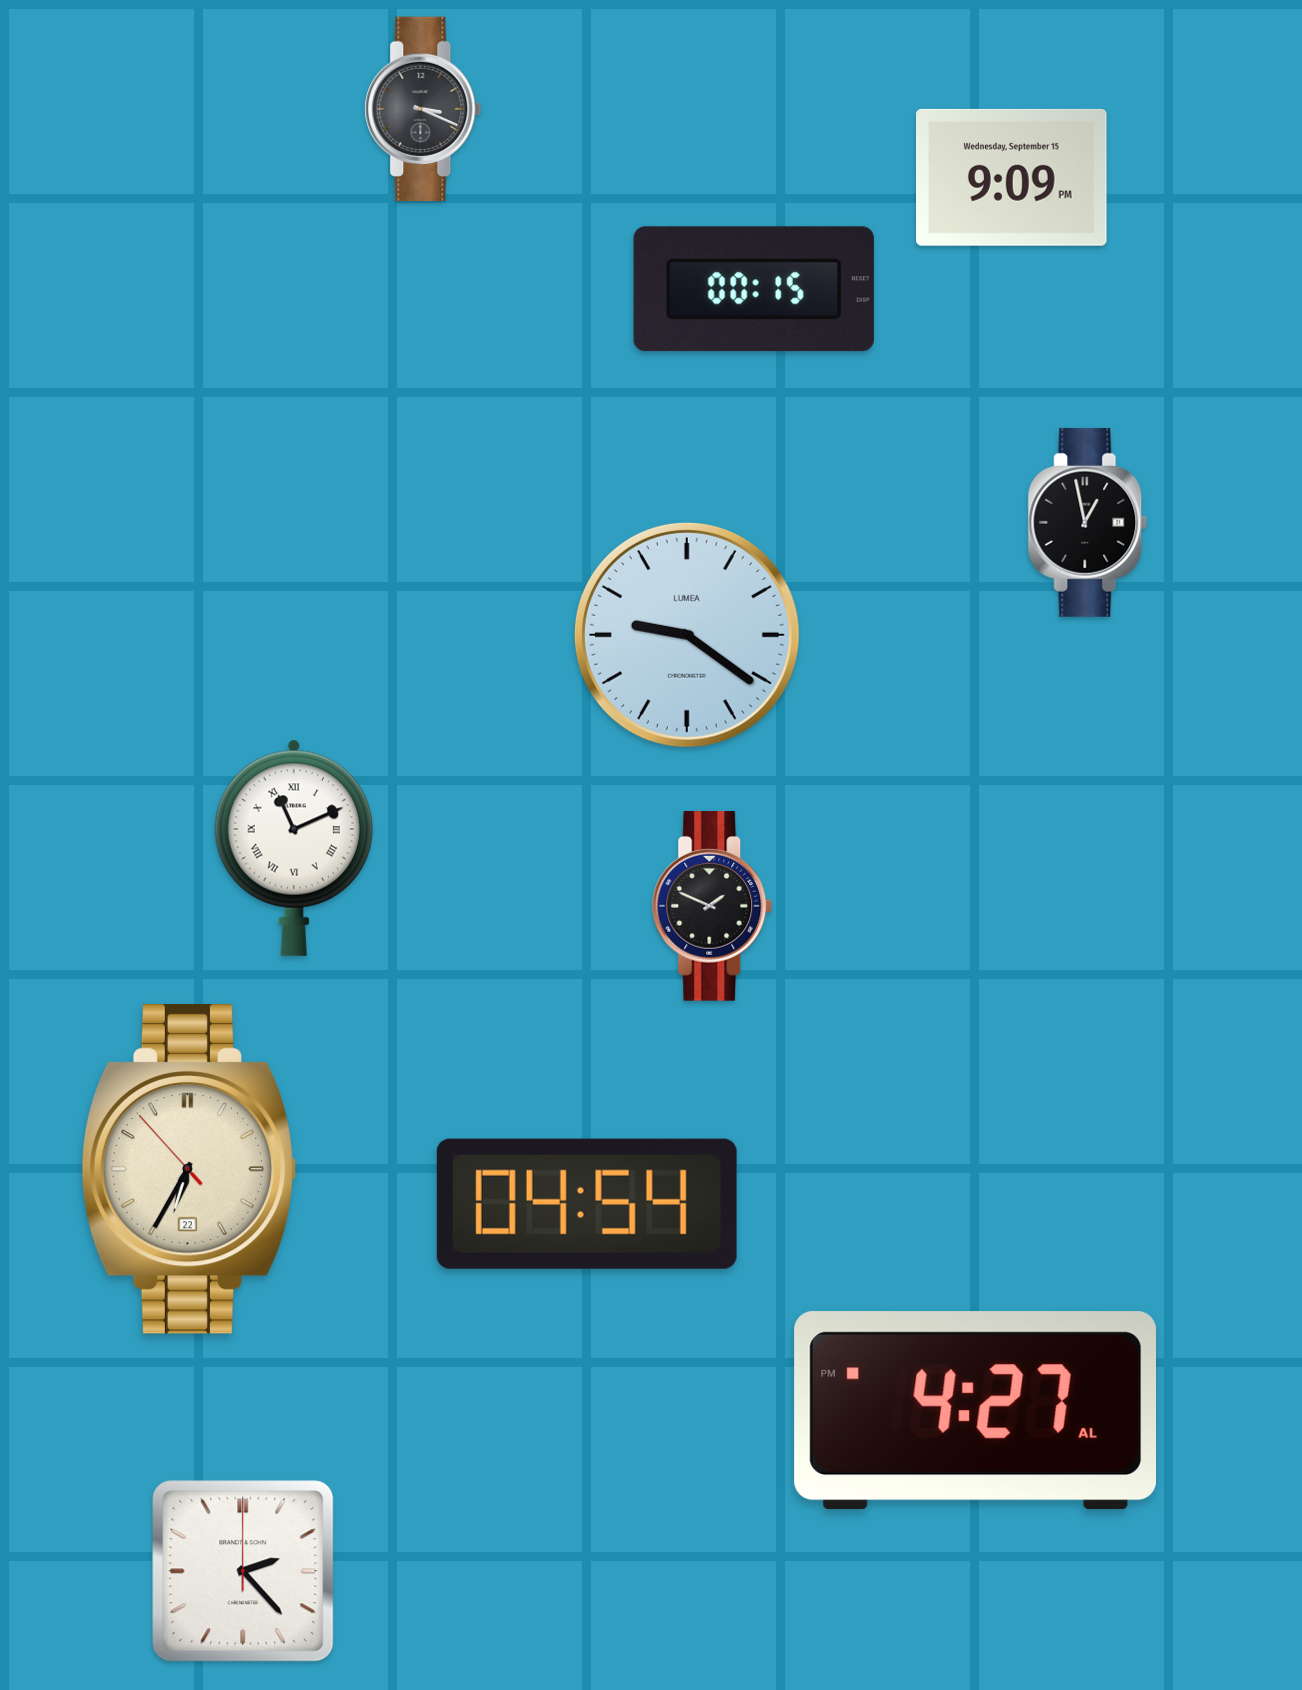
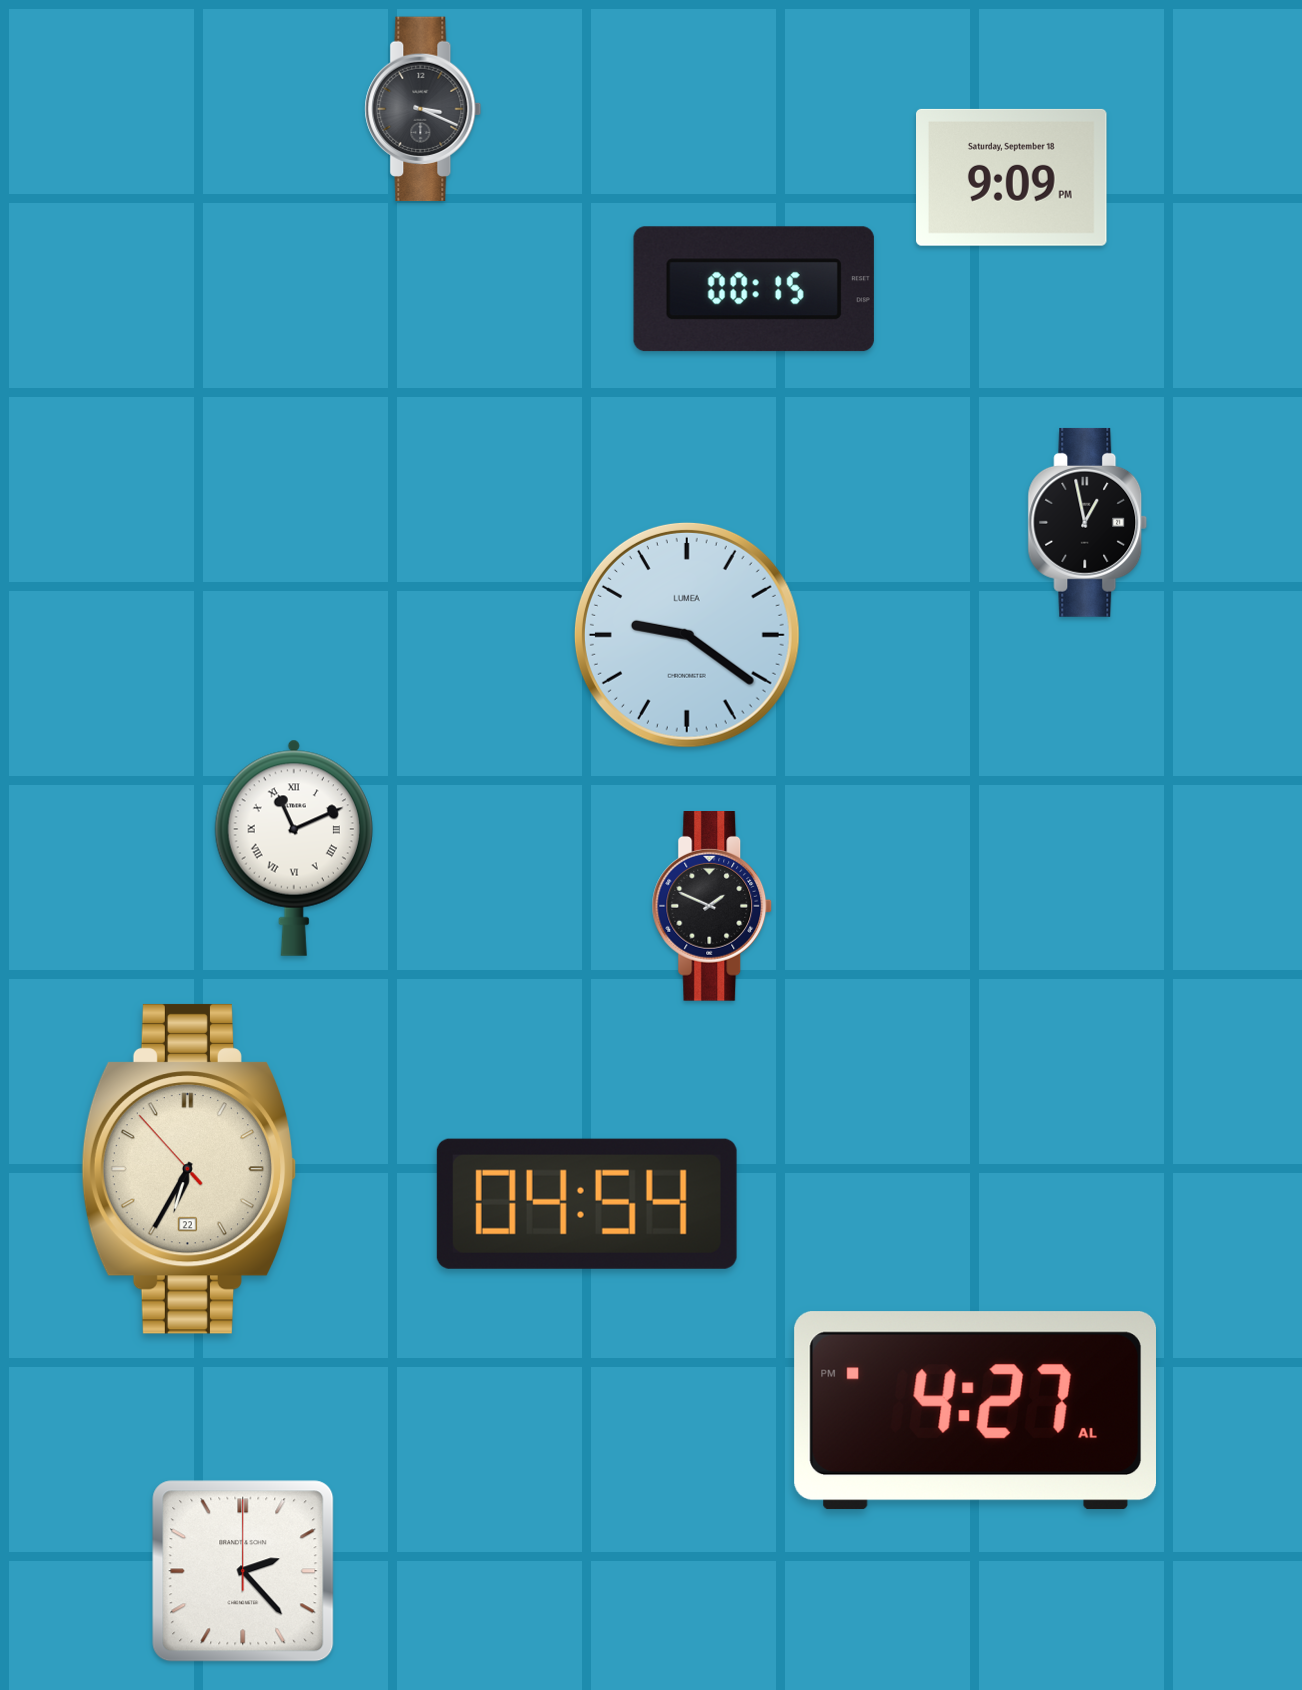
clock at (1012, 177) date: Wednesday, September 15 -> Saturday, September 18
